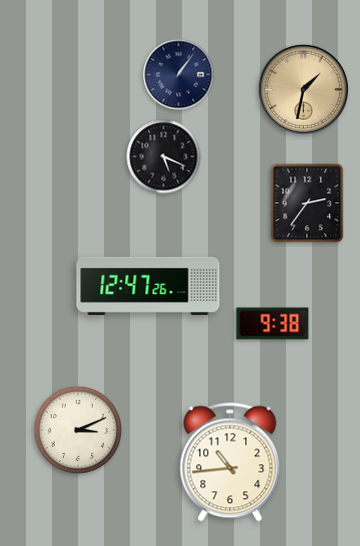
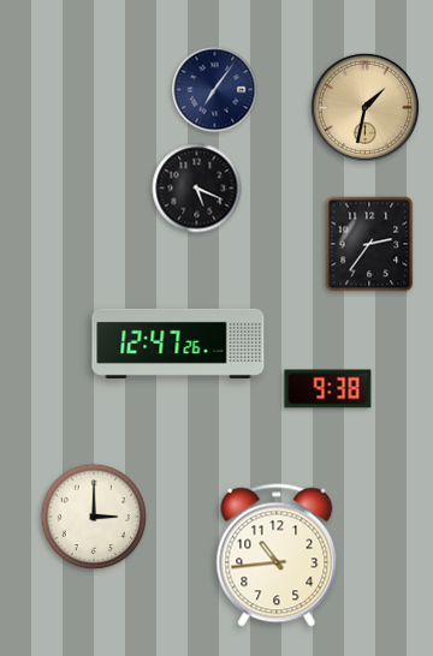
clock at (179, 75): 1:06 -> 7:06
clock at (78, 430): 3:11 -> 3:00
